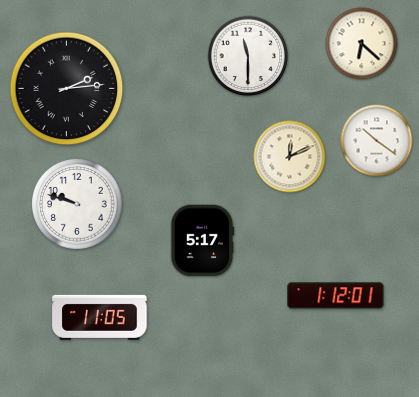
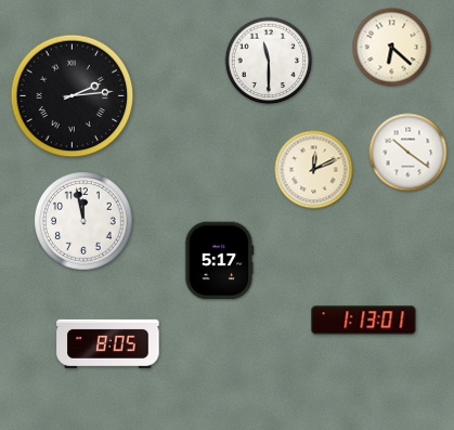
clock at (77, 204): 9:48 -> 11:58
clock at (336, 296): 1:12 -> 1:13
clock at (100, 317): 11:05 -> 8:05
